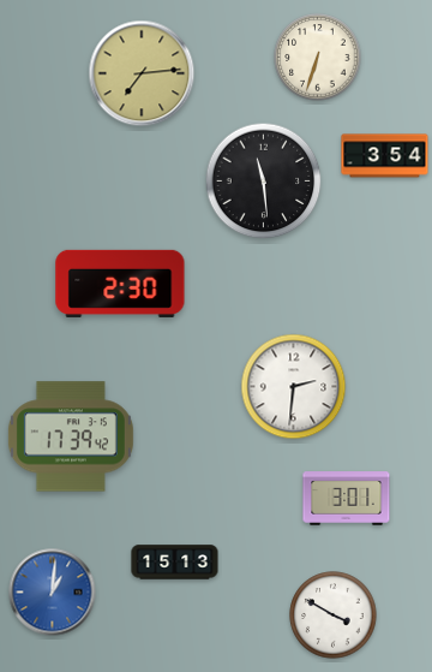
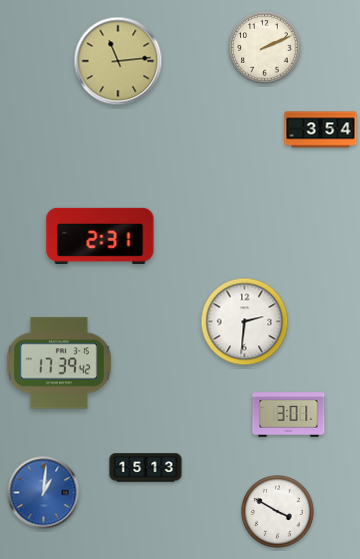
clock at (318, 58): 6:33 -> 2:11
clock at (142, 73): 7:14 -> 11:14
clock at (264, 182): 11:29 -> none
clock at (120, 284): 2:30 -> 2:31
